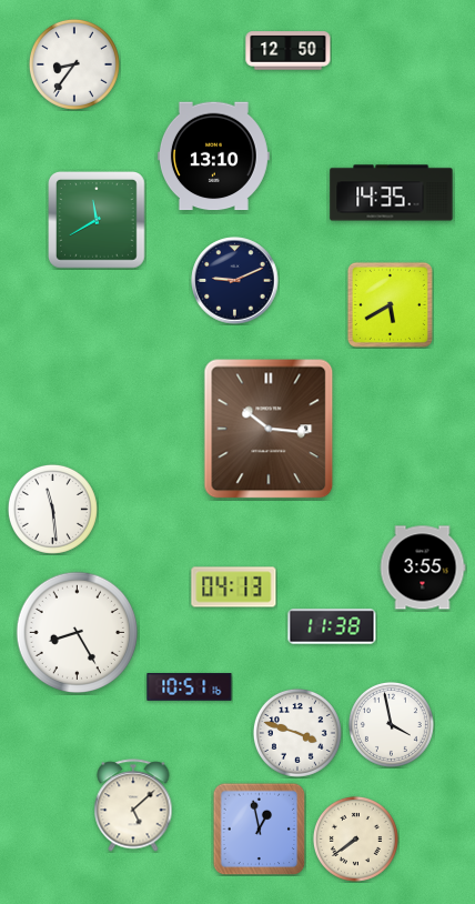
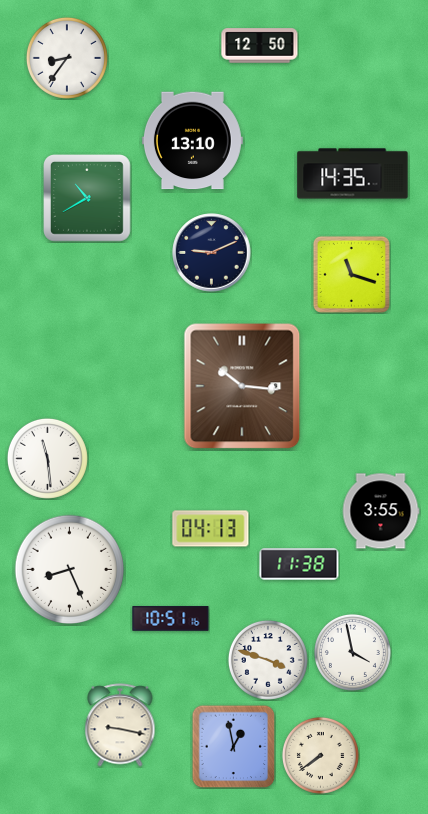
clock at (98, 221): 11:40 -> 10:40
clock at (390, 304): 5:40 -> 11:18
clock at (78, 633): 8:25 -> 8:26
clock at (133, 805): 5:08 -> 9:17
